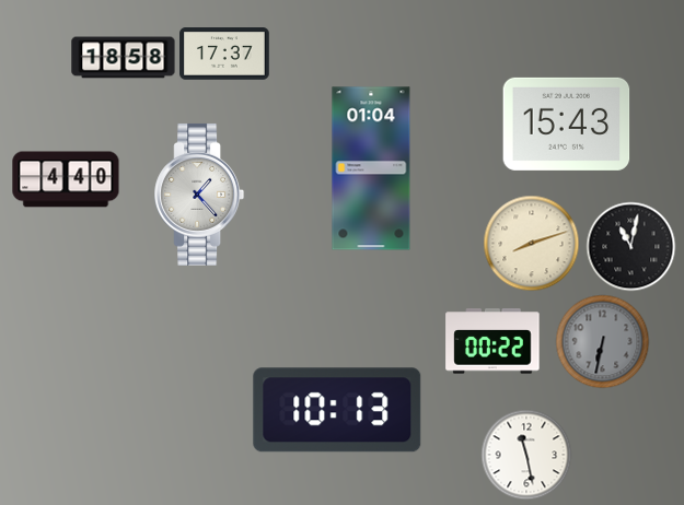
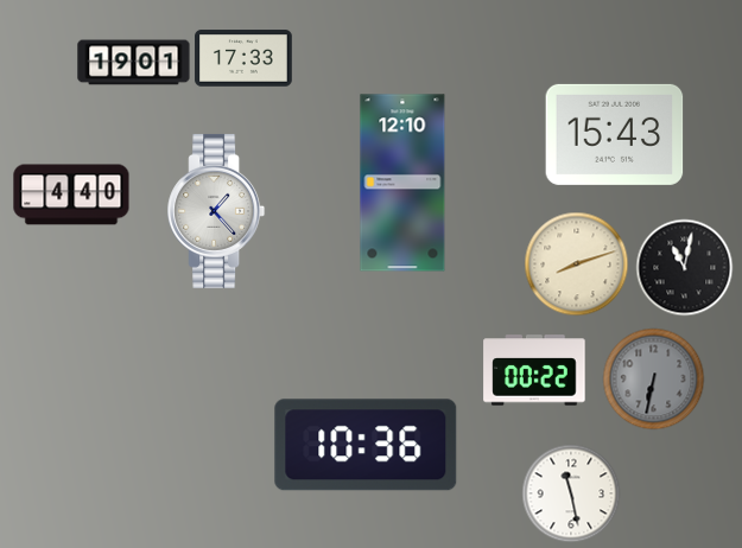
clock at (224, 54): 17:37 -> 17:33
clock at (124, 58): 18:58 -> 19:01
clock at (371, 168): 01:04 -> 12:10
clock at (602, 341) position: (602, 341) -> (653, 378)
clock at (337, 410): 10:13 -> 10:36
